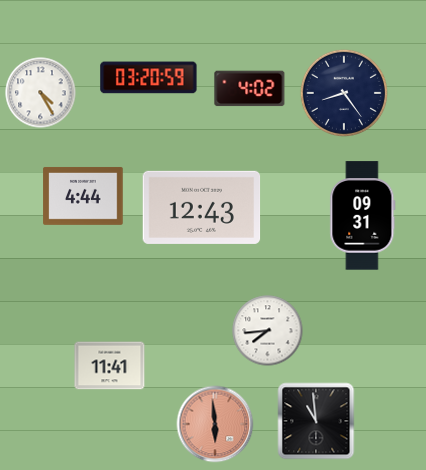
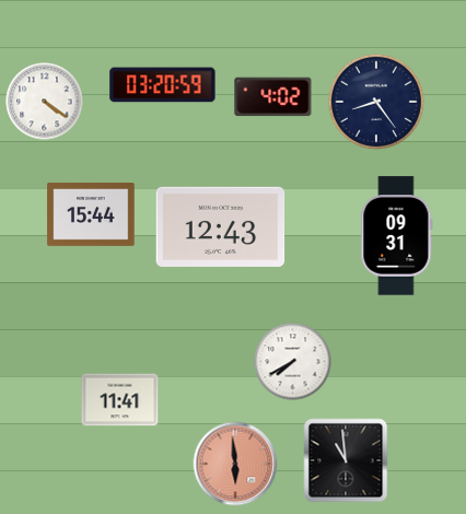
clock at (41, 93): 4:25 -> 4:21
clock at (83, 196): 4:44 -> 15:44
clock at (268, 331): 7:44 -> 7:40
